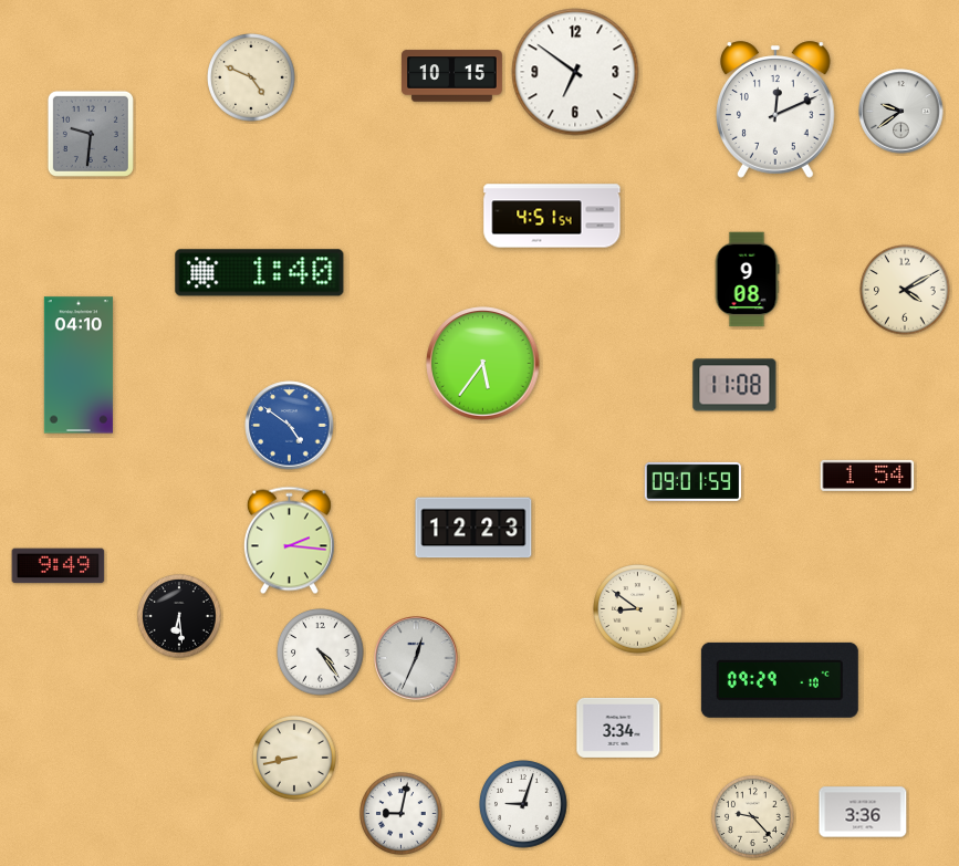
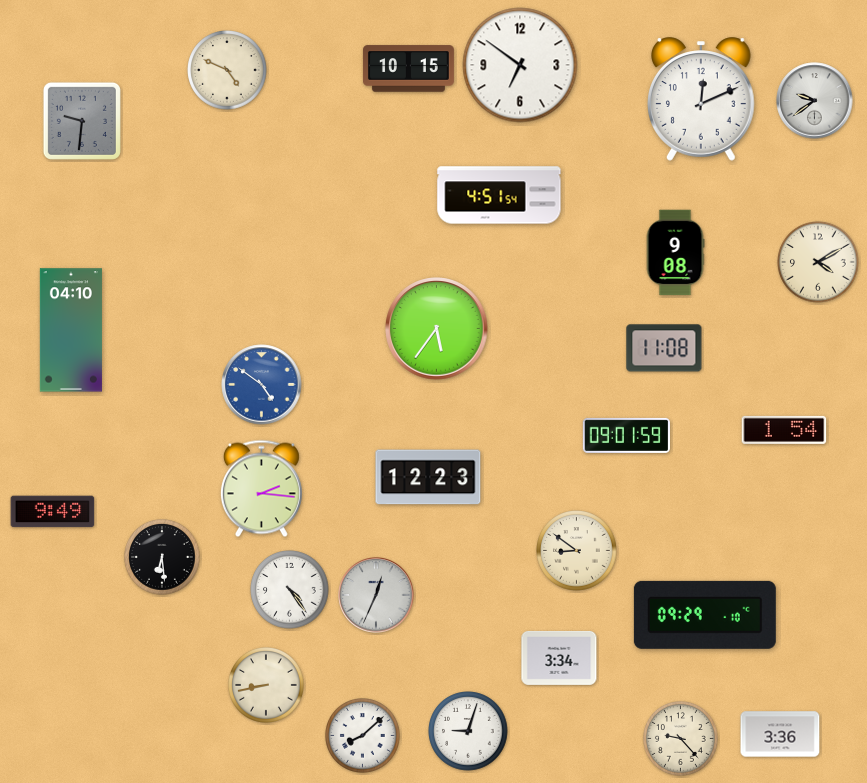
clock at (260, 273): 1:40 -> none
clock at (523, 804) position: (523, 804) -> (468, 731)
clock at (402, 814): 9:02 -> 8:08
